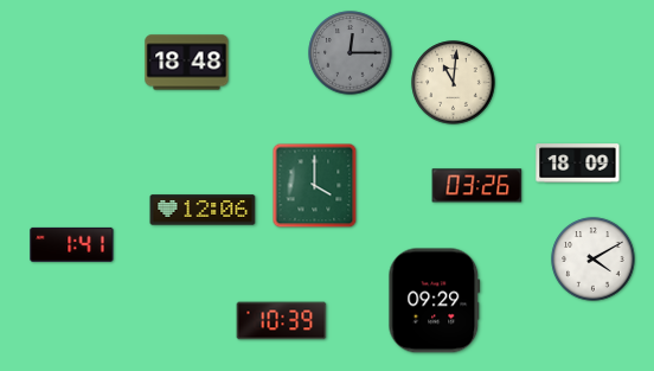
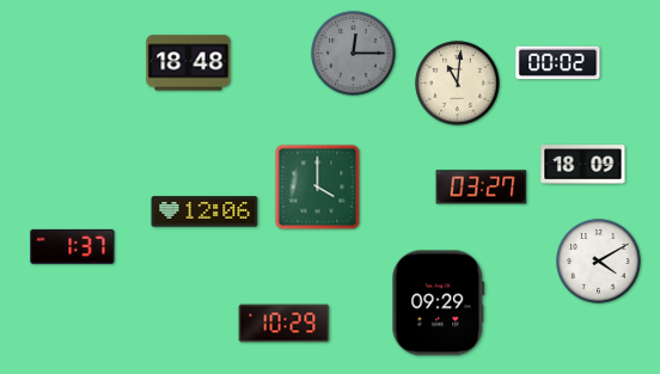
clock at (558, 63): none -> 00:02
clock at (477, 186): 03:26 -> 03:27
clock at (72, 244): 1:41 -> 1:37
clock at (282, 321): 10:39 -> 10:29
